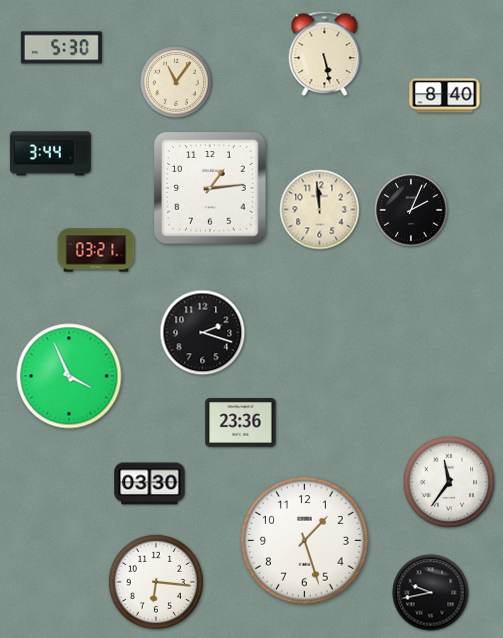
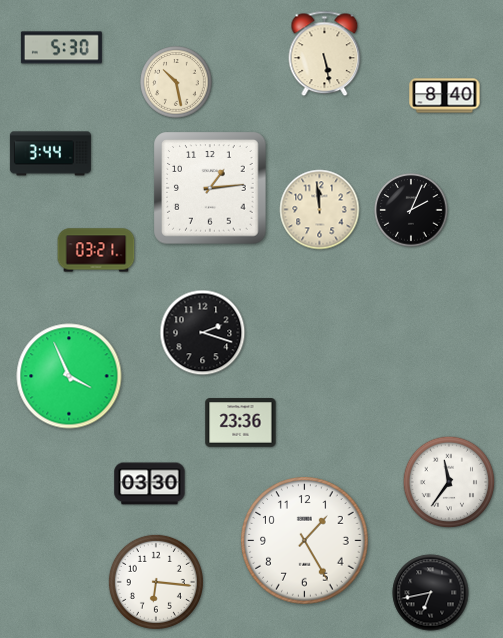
clock at (176, 82): 11:06 -> 10:28
clock at (305, 541): 1:27 -> 1:25
clock at (431, 593): 9:43 -> 6:43
